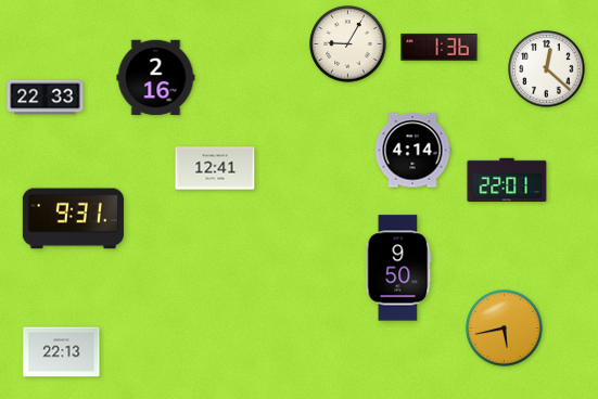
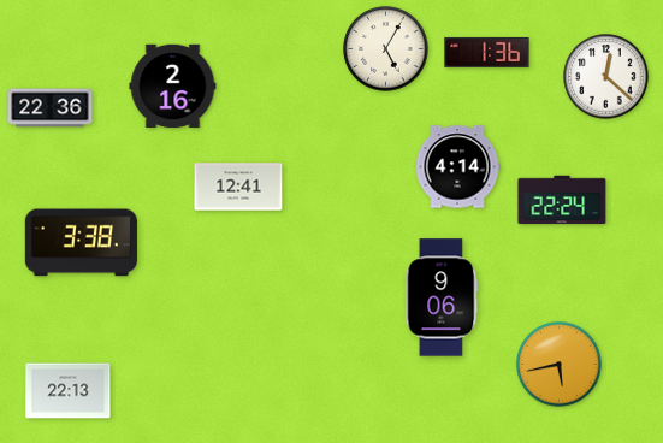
clock at (348, 44): 9:05 -> 5:05
clock at (46, 98): 22:33 -> 22:36
clock at (507, 180): 22:01 -> 22:24
clock at (73, 219): 9:31 -> 3:38
clock at (398, 268): 9:50 -> 9:06
